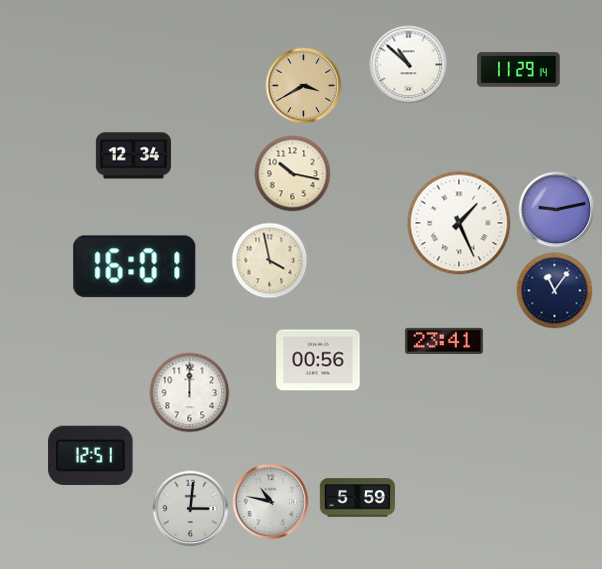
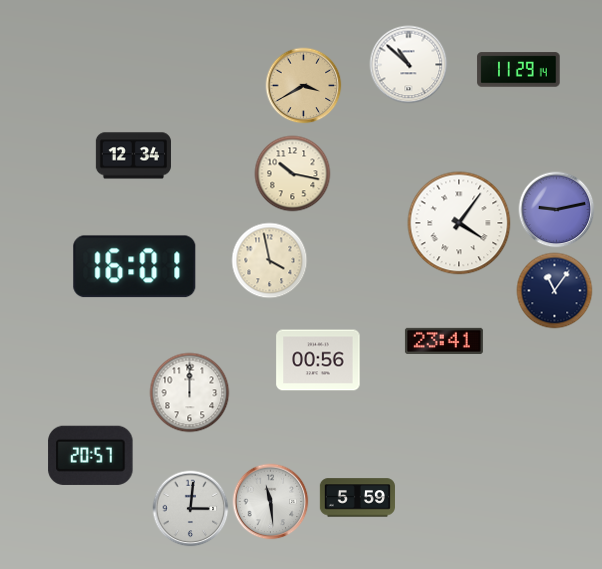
clock at (459, 223): 1:26 -> 4:06
clock at (91, 455): 12:51 -> 20:57
clock at (271, 502): 10:47 -> 11:29
